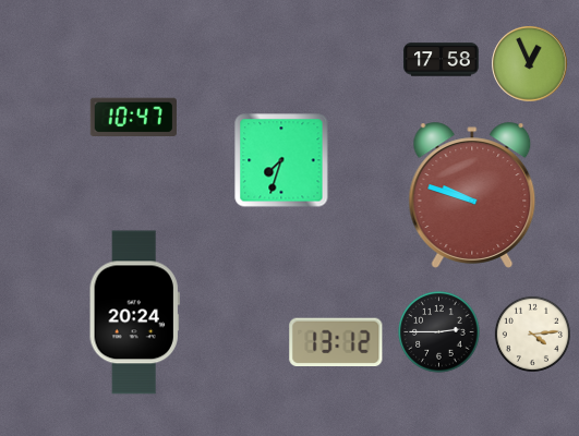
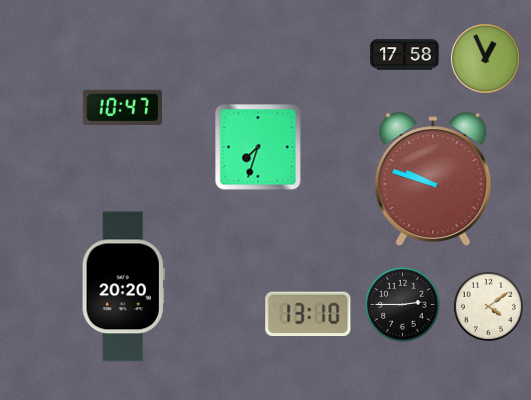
clock at (134, 313): 20:24 -> 20:20
clock at (532, 334): 4:14 -> 4:09
clock at (336, 341): 13:12 -> 13:10
